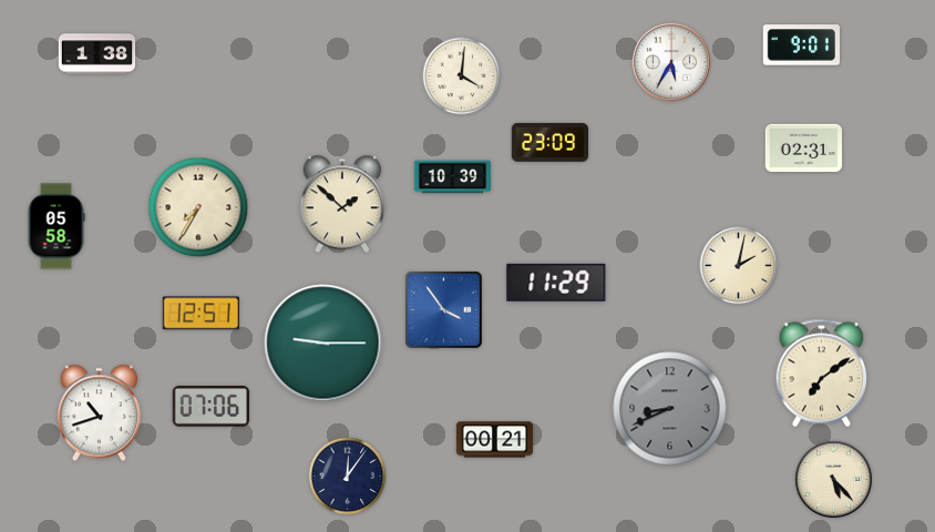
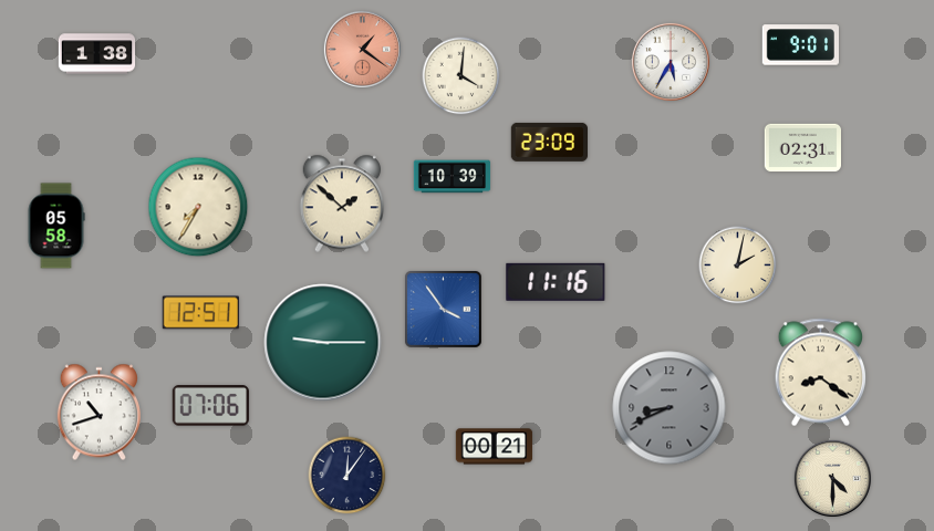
clock at (362, 49): none -> 1:21
clock at (556, 283): 11:29 -> 11:16
clock at (821, 374): 7:09 -> 8:21
clock at (495, 440) position: (495, 440) -> (495, 447)
clock at (833, 479): 5:23 -> 4:30
